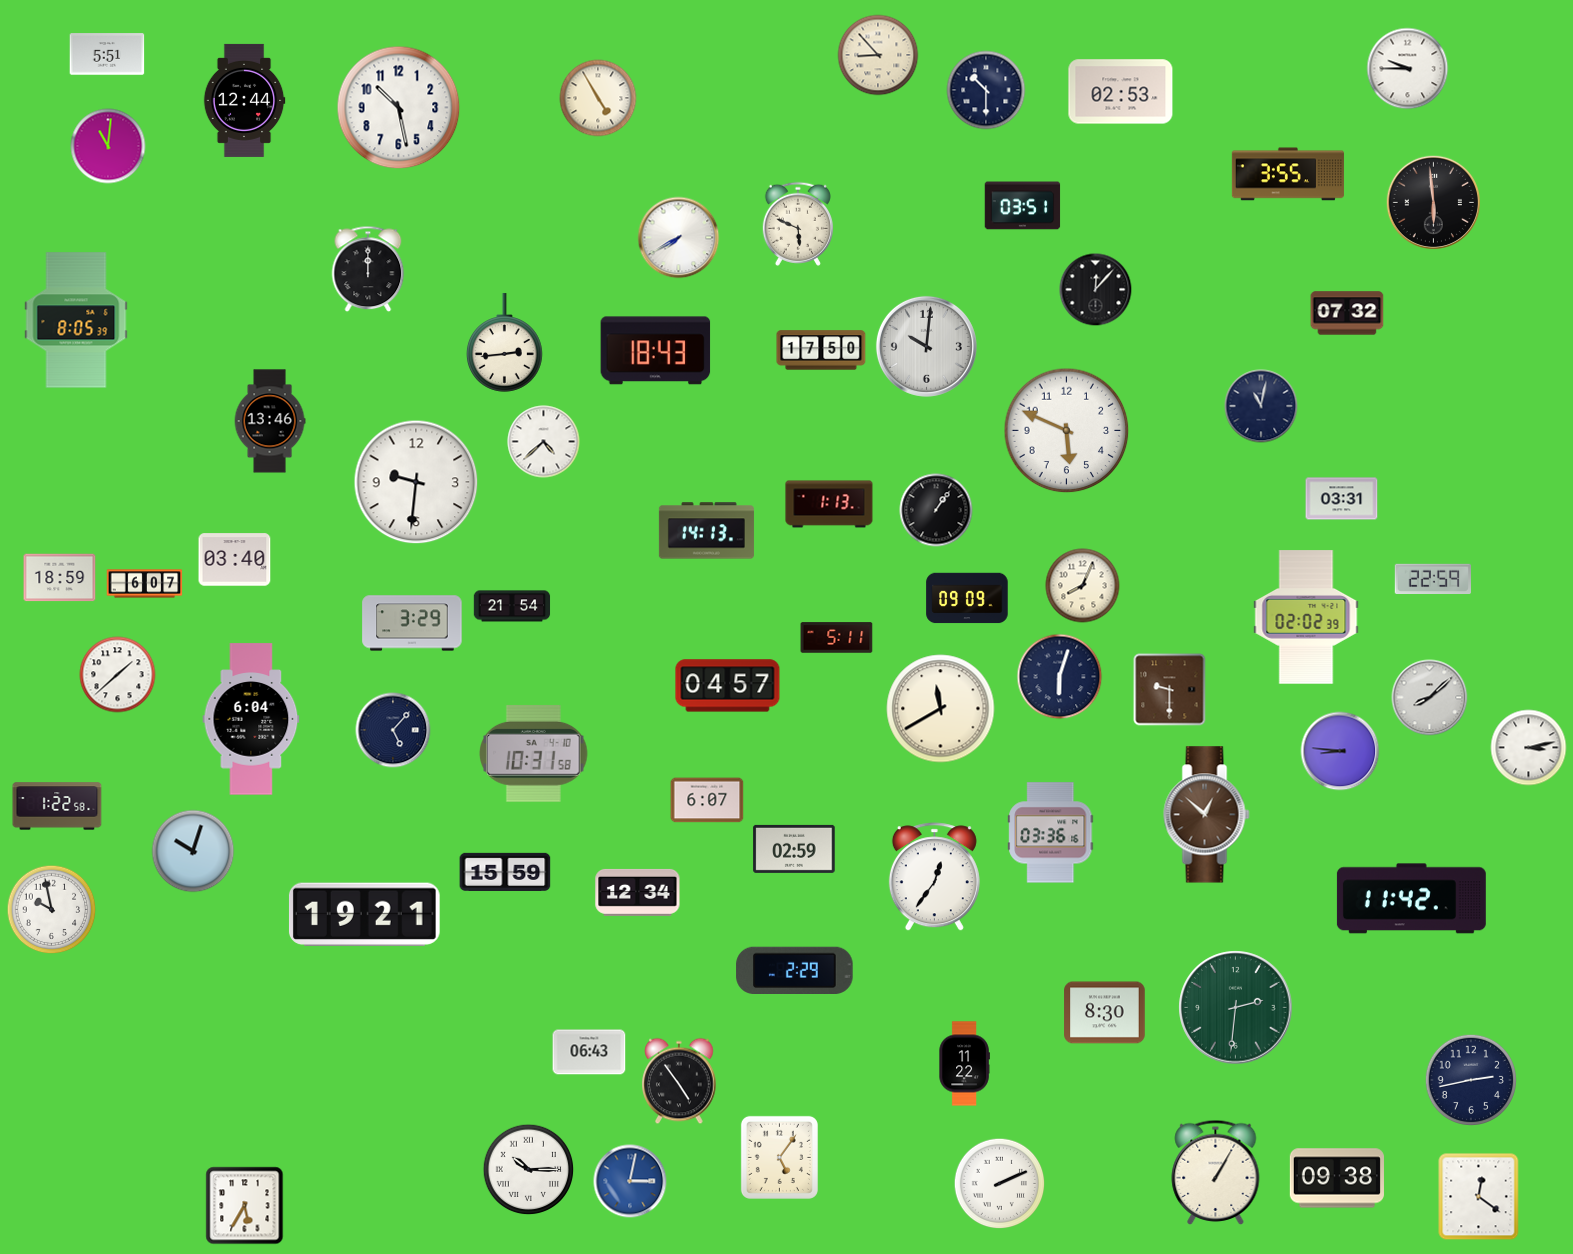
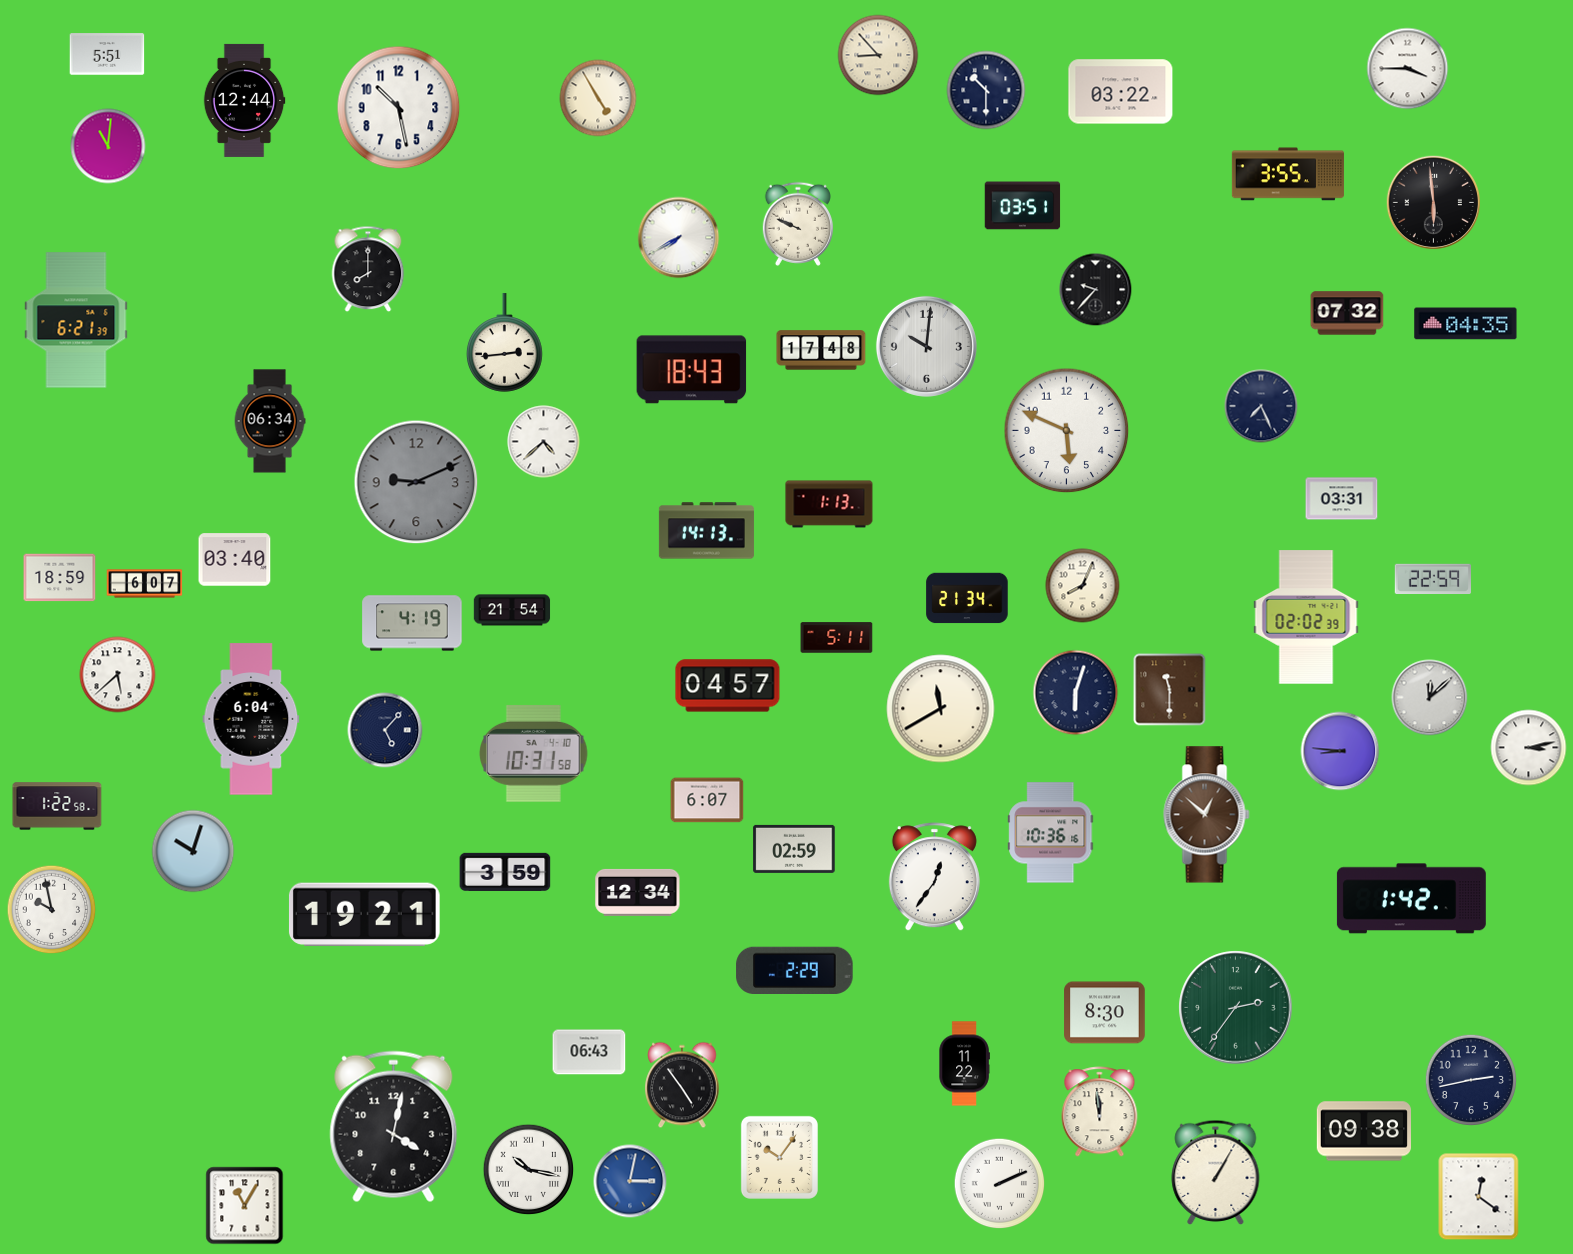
clock at (1408, 69): 9:45 -> 3:45
clock at (1121, 92): 02:53 -> 03:22
clock at (798, 224): 5:49 -> 9:49
clock at (368, 269): 12:00 -> 8:00
clock at (1096, 290): 12:07 -> 9:37
clock at (76, 320): 8:05 -> 6:21
clock at (1466, 324): none -> 04:35
clock at (821, 350): 17:50 -> 17:48
clock at (656, 351) position: (656, 351) -> (692, 370)
clock at (1261, 406): 11:02 -> 7:26
clock at (270, 421): 13:46 -> 06:34
clock at (416, 482): 9:31 -> 9:11
clock at (416, 482) dial: white -> grey
clock at (936, 510): 1:06 -> none
clock at (967, 598): 09:09 -> 21:34
clock at (512, 606) position: (512, 606) -> (512, 610)
clock at (412, 623): 3:29 -> 4:19
clock at (118, 675): 1:38 -> 5:38
clock at (1060, 677) position: (1060, 677) -> (1076, 693)
clock at (1170, 690): 9:30 -> 11:30
clock at (1430, 698): 8:08 -> 12:08
clock at (393, 730) position: (393, 730) -> (385, 730)
clock at (1051, 833): 03:36 -> 10:36
clock at (505, 871): 15:59 -> 3:59
clock at (1411, 899): 11:42 -> 1:42
clock at (1236, 1008): 2:31 -> 2:36
clock at (679, 1081) position: (679, 1081) -> (682, 1085)
clock at (1100, 1112): none -> 11:59
clock at (394, 1127): none -> 4:02
clock at (779, 1157): 5:06 -> 10:06
clock at (529, 1170): 10:15 -> 10:17
clock at (1337, 1178) position: (1337, 1178) -> (1364, 1131)
clock at (245, 1206): 5:35 -> 11:05
